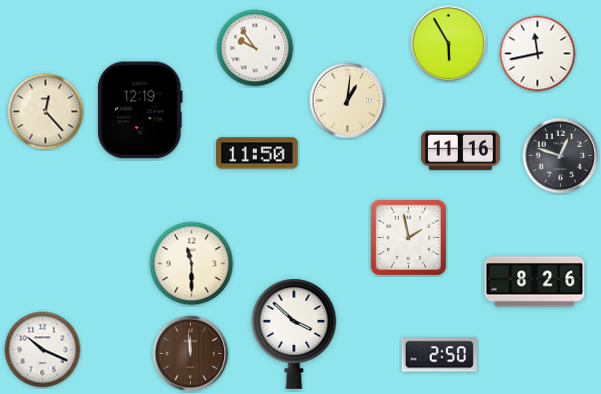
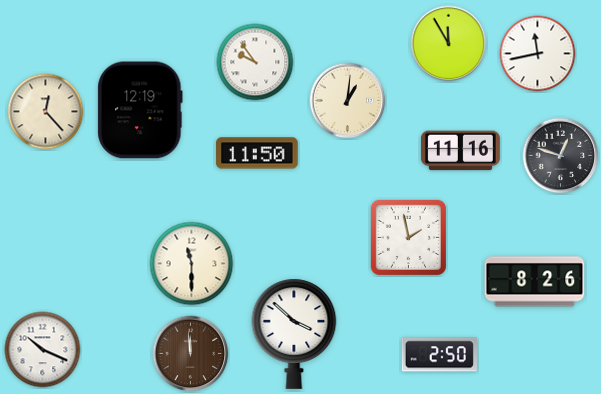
clock at (449, 44): 5:55 -> 11:55
clock at (255, 48) position: (255, 48) -> (255, 62)
